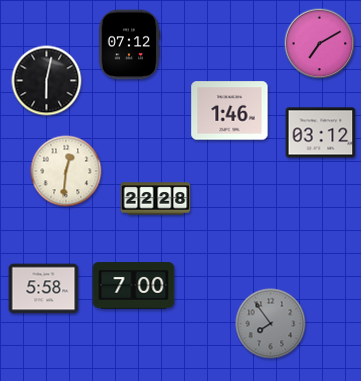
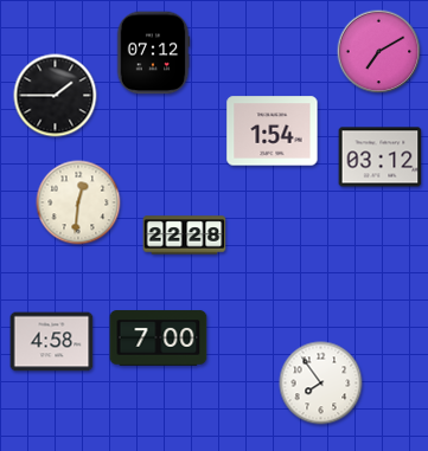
clock at (47, 81): 6:02 -> 1:45
clock at (230, 111): 1:46 -> 1:54
clock at (44, 289): 5:58 -> 4:58
clock at (271, 324) dial: grey -> white
